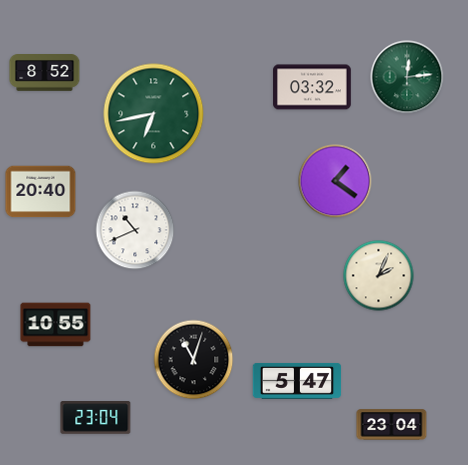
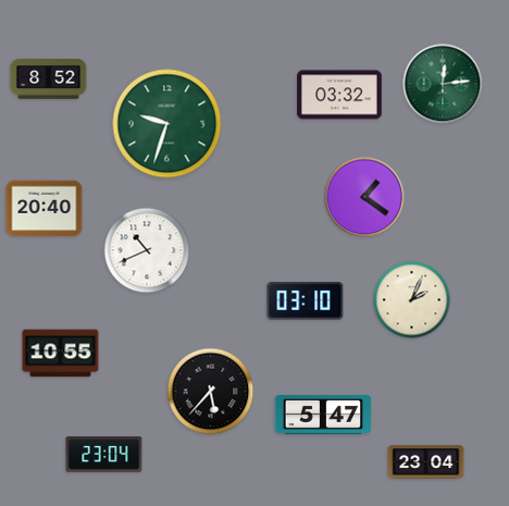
clock at (154, 114): 6:43 -> 9:33
clock at (306, 301): none -> 03:10
clock at (194, 360): 11:03 -> 5:37
